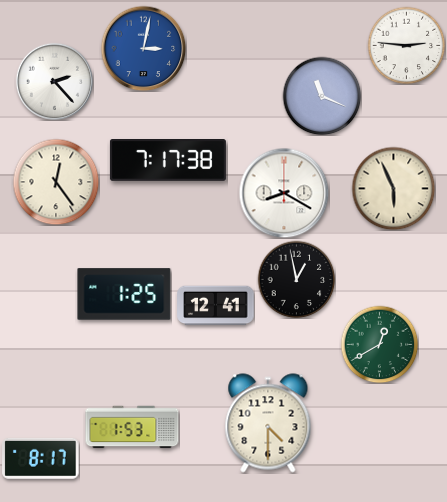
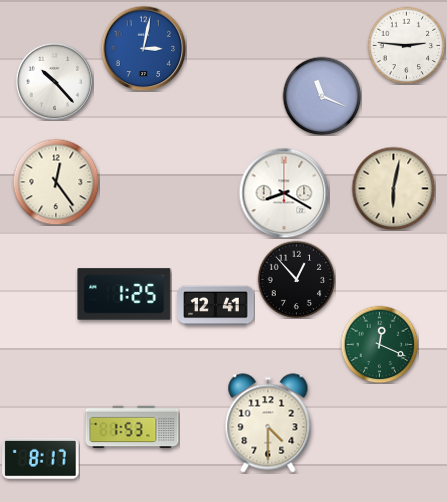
clock at (54, 81): 2:23 -> 10:23
clock at (168, 161): 7:17 -> none
clock at (393, 188): 5:56 -> 6:02
clock at (296, 279): 12:58 -> 12:53
clock at (379, 344): 12:40 -> 12:19
